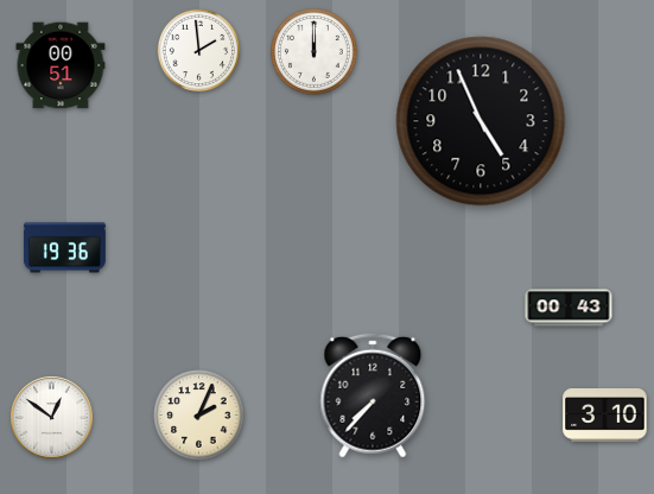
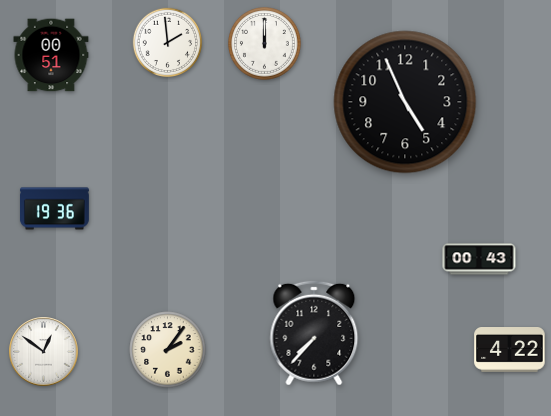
clock at (199, 416): 2:04 -> 2:06
clock at (605, 416): 3:10 -> 4:22
